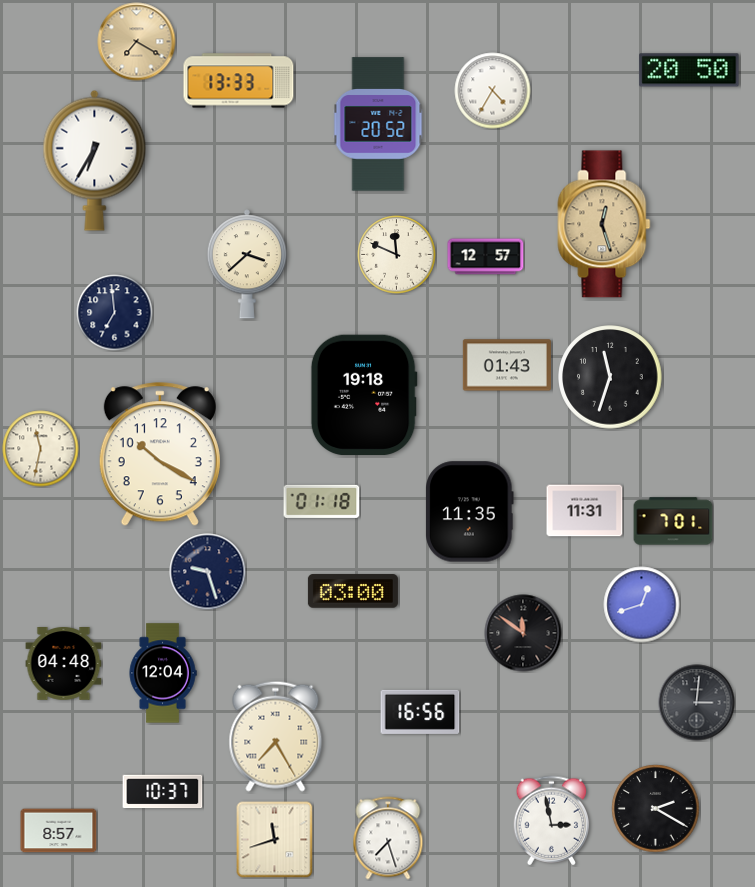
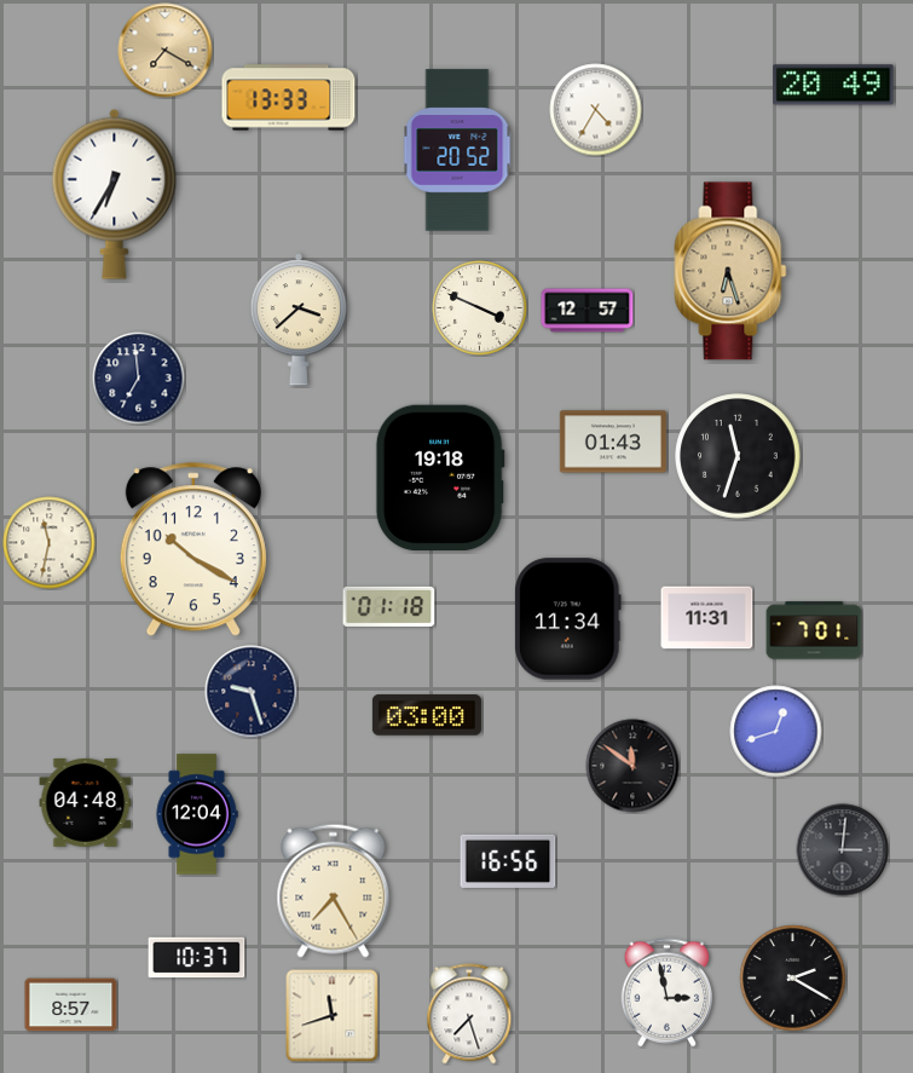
clock at (689, 70): 20:50 -> 20:49
clock at (604, 224): 12:27 -> 6:27
clock at (397, 255): 11:49 -> 3:49
clock at (470, 512): 11:35 -> 11:34
clock at (64, 664) position: (64, 664) -> (86, 803)
